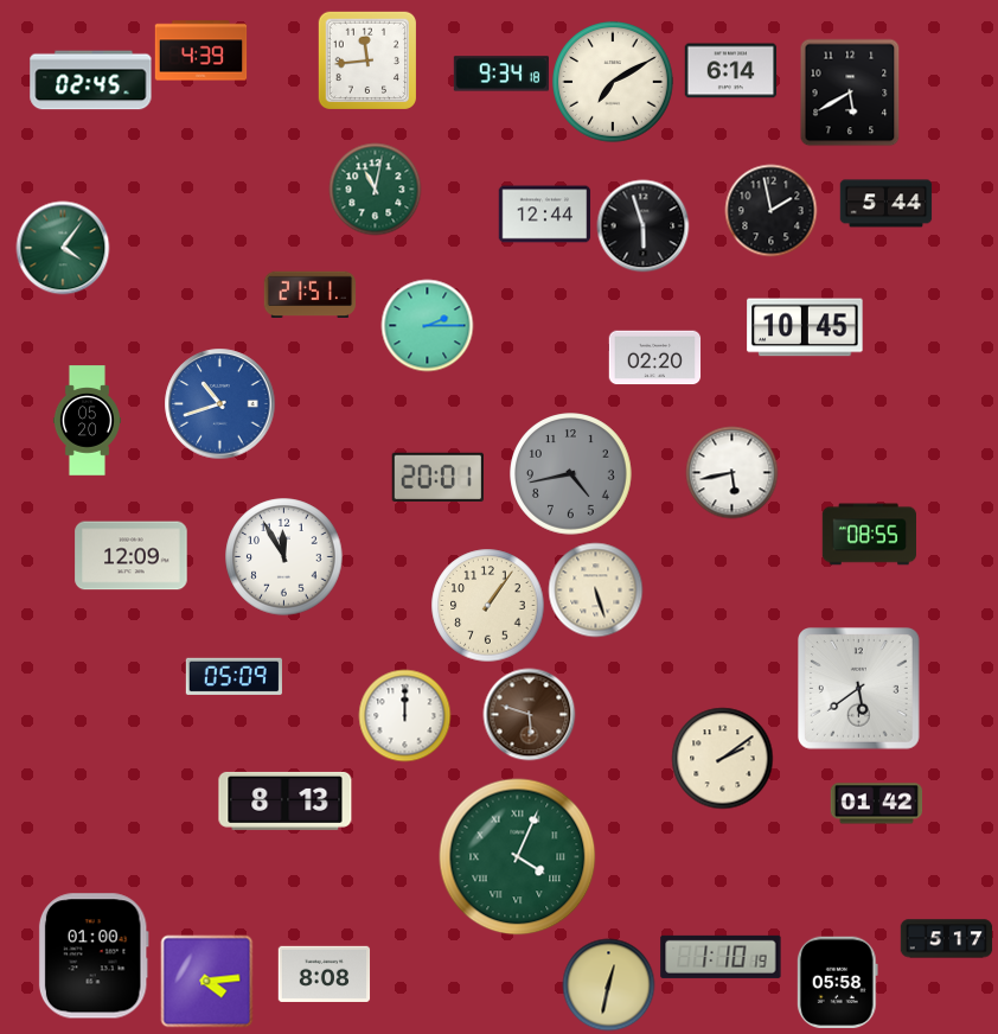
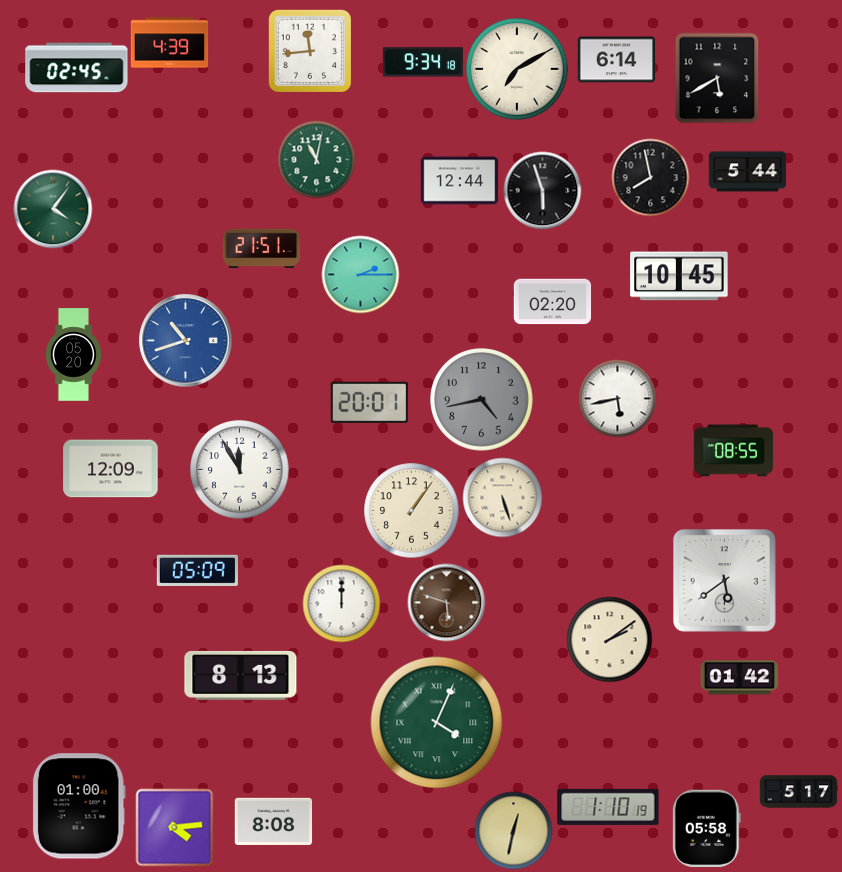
clock at (770, 210): 1:58 -> 7:58
